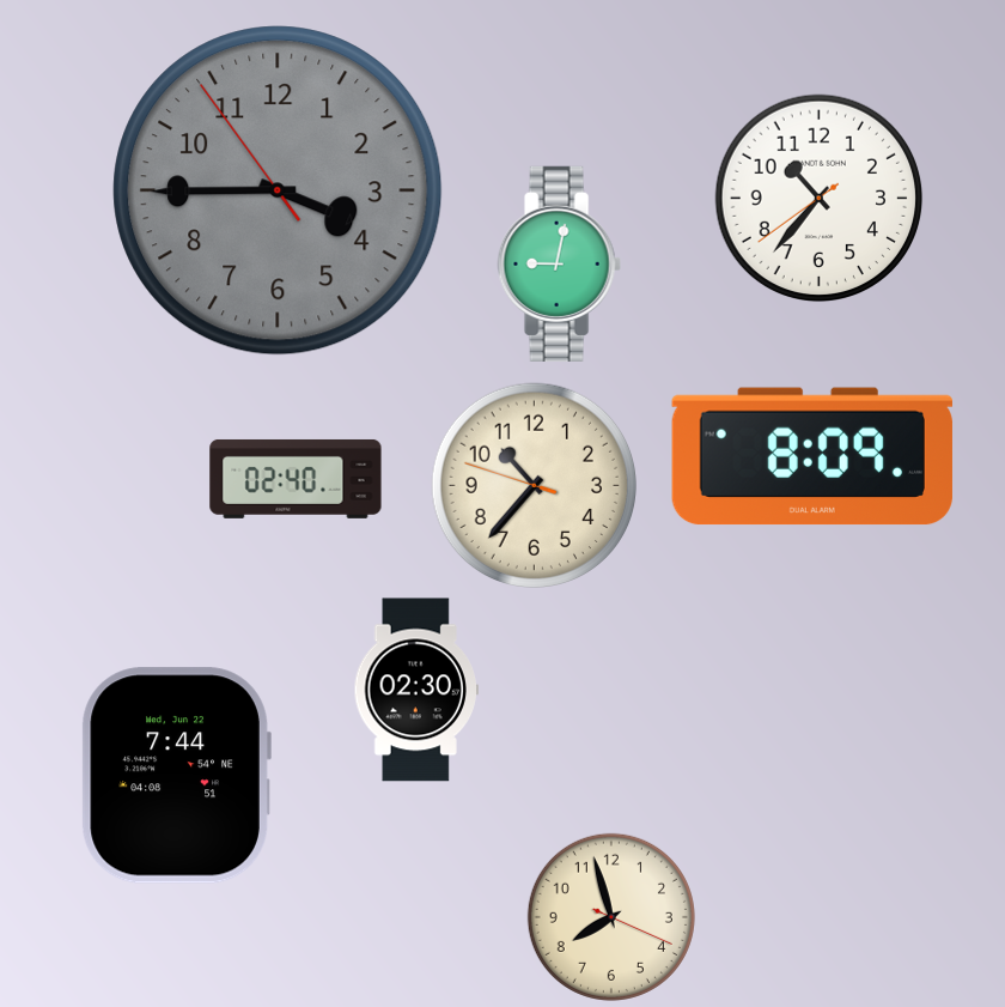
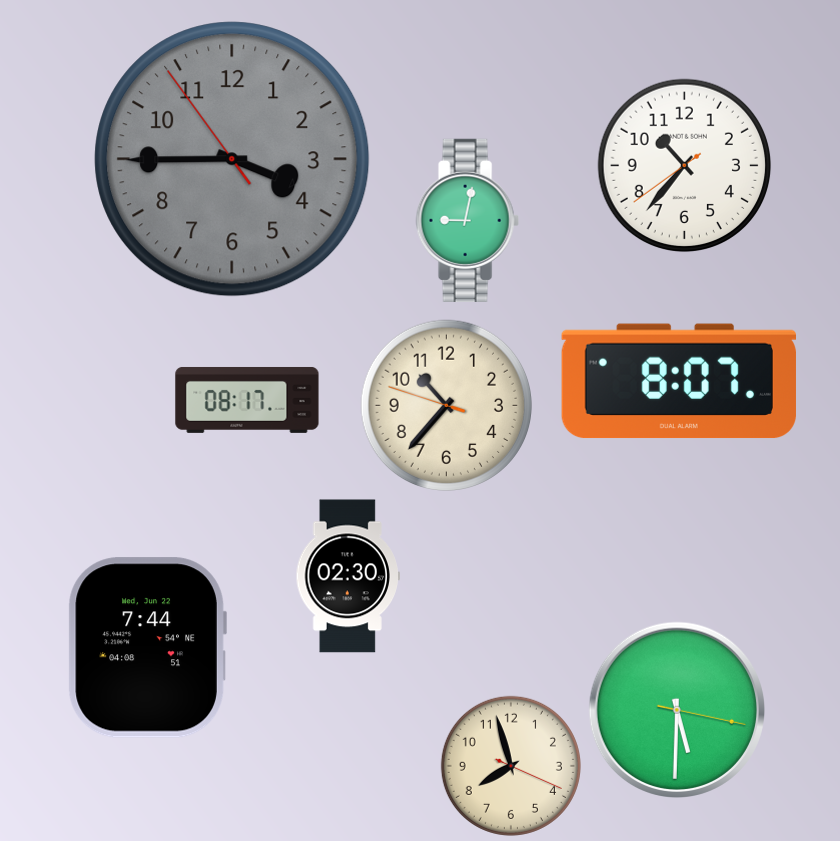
clock at (812, 456): 8:09 -> 8:07
clock at (296, 479): 02:40 -> 08:17
clock at (676, 709): none -> 5:30
